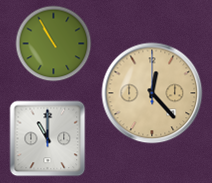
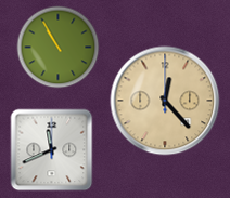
clock at (48, 139): 11:00 -> 11:41
